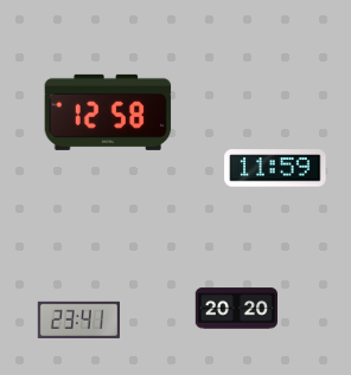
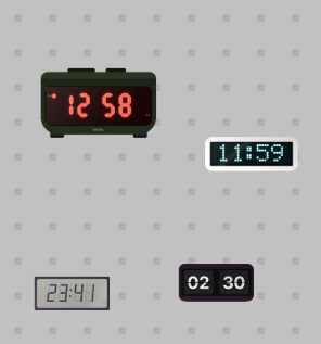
clock at (236, 309): 20:20 -> 02:30
